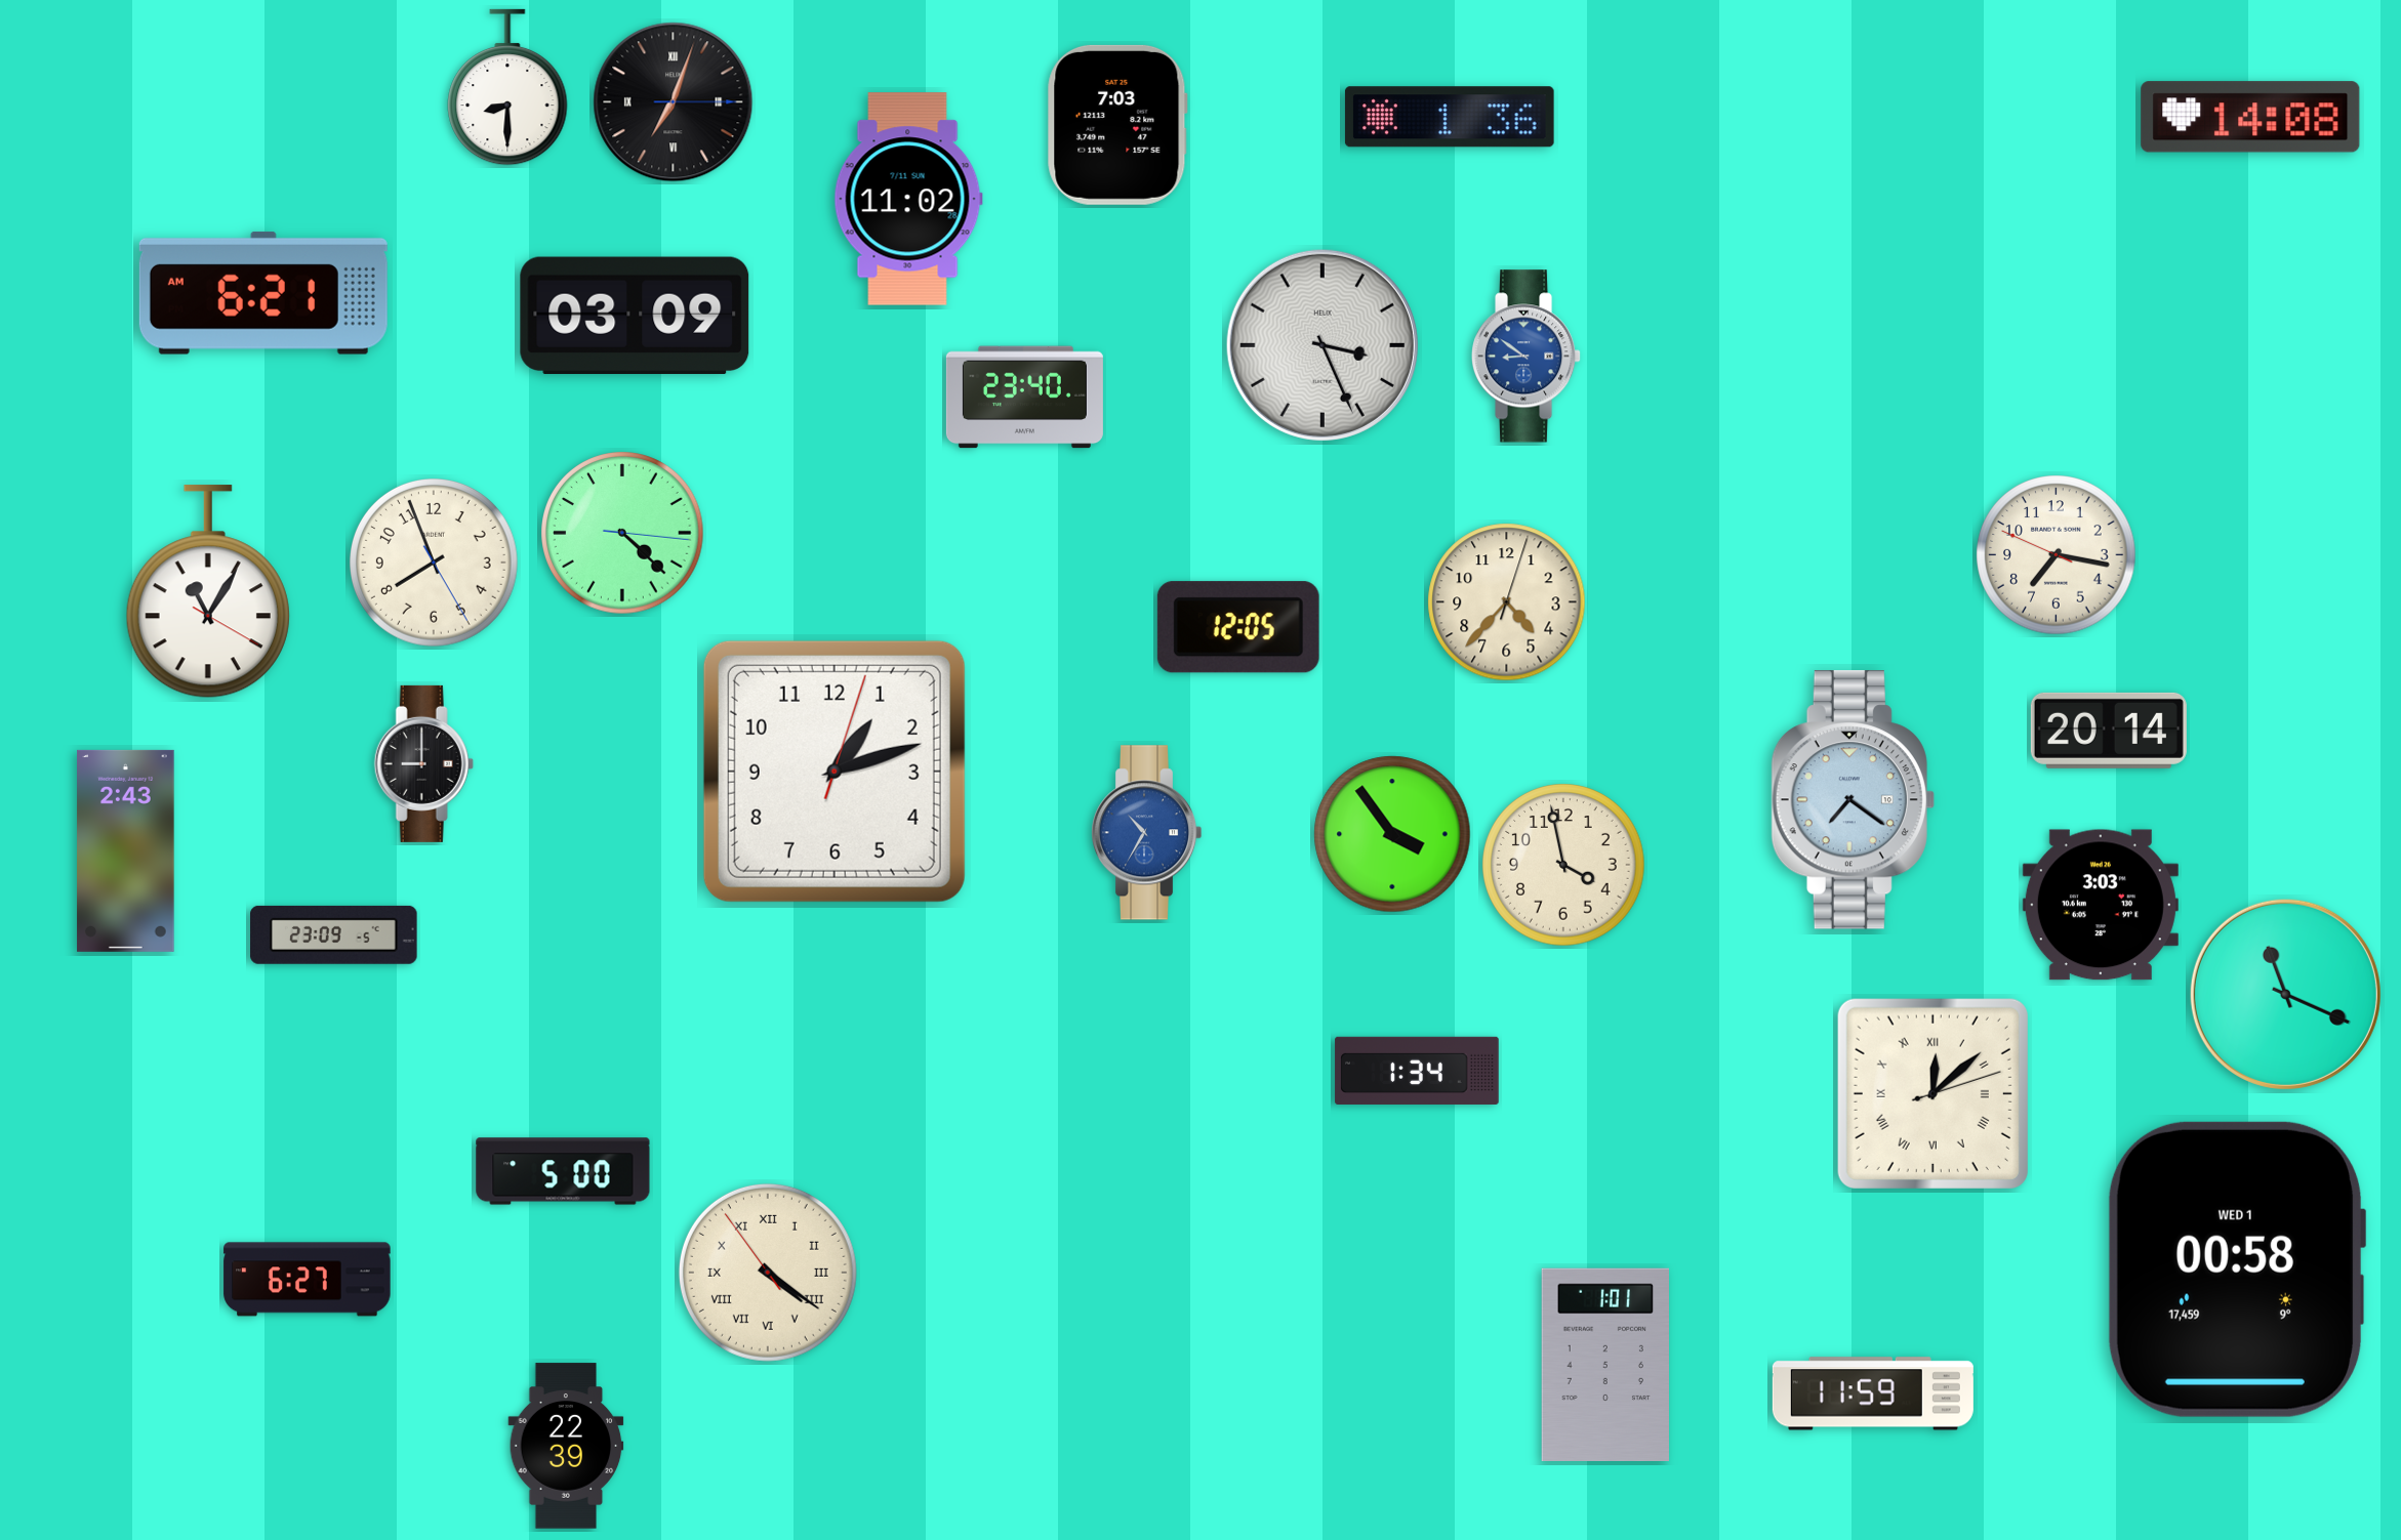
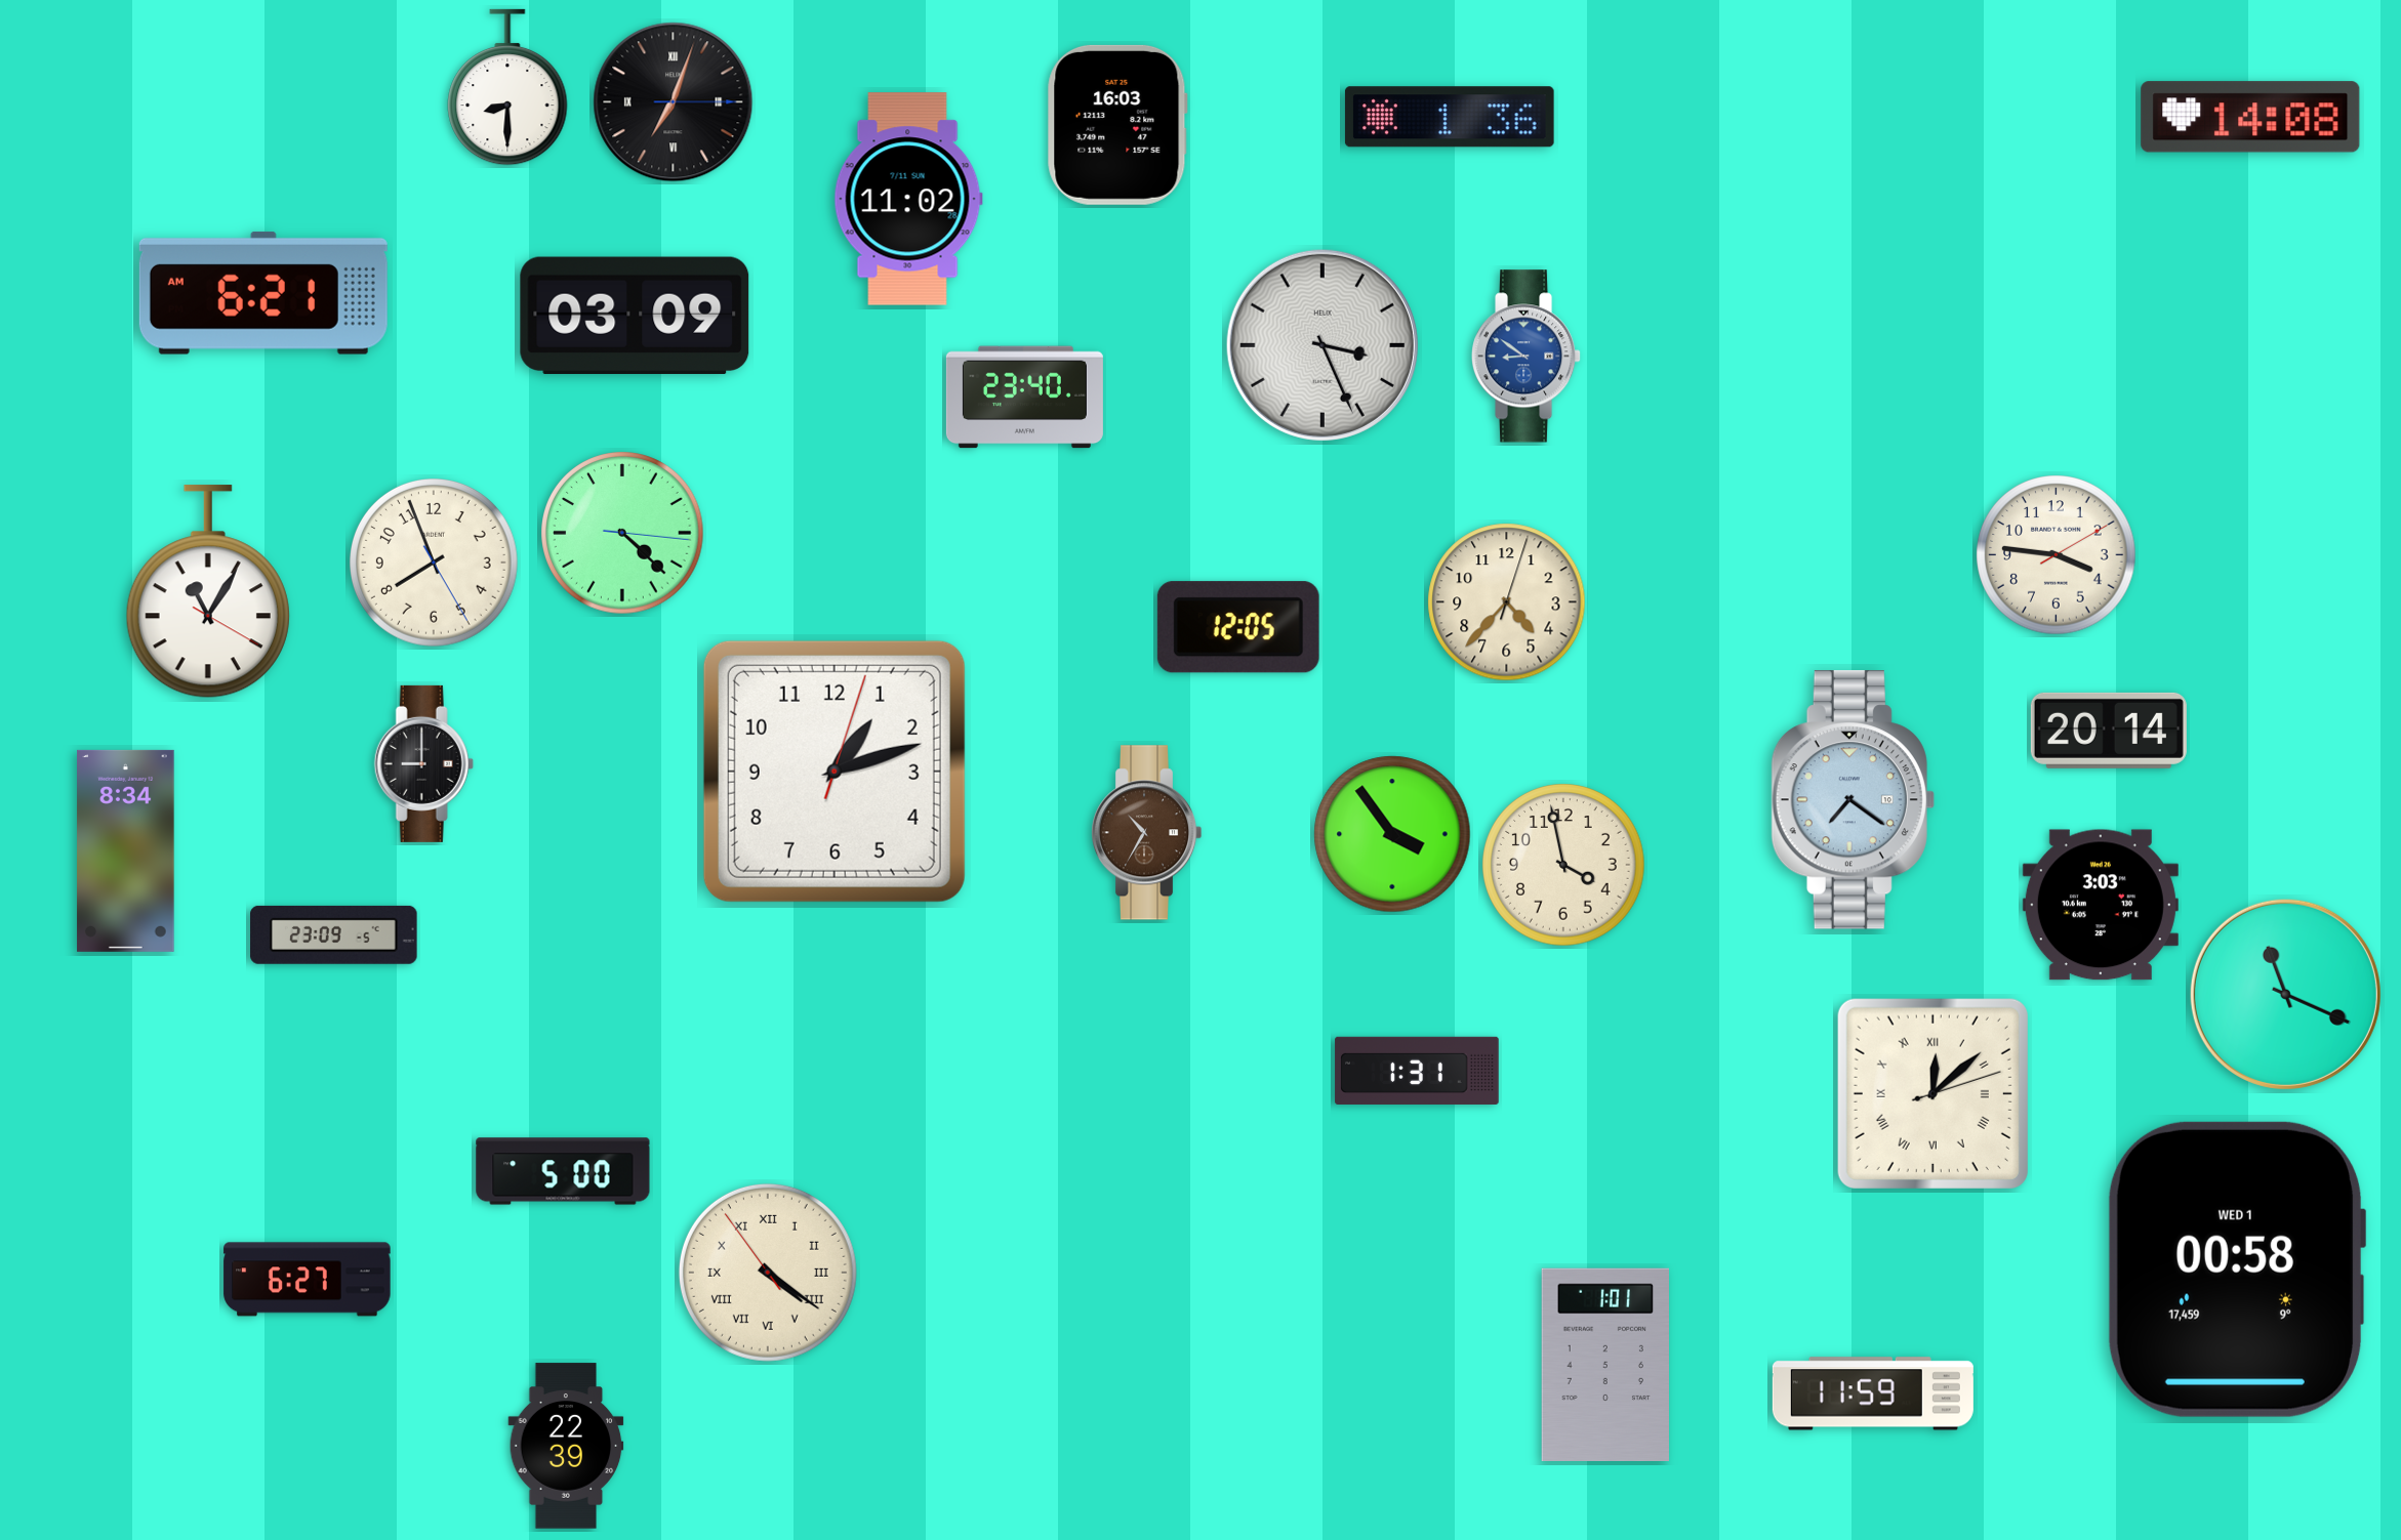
clock at (1117, 125): 7:03 -> 16:03
clock at (2057, 555): 7:16 -> 3:46
clock at (1146, 833) dial: blue -> brown
clock at (126, 850): 2:43 -> 8:34
clock at (1417, 1070): 1:34 -> 1:31
